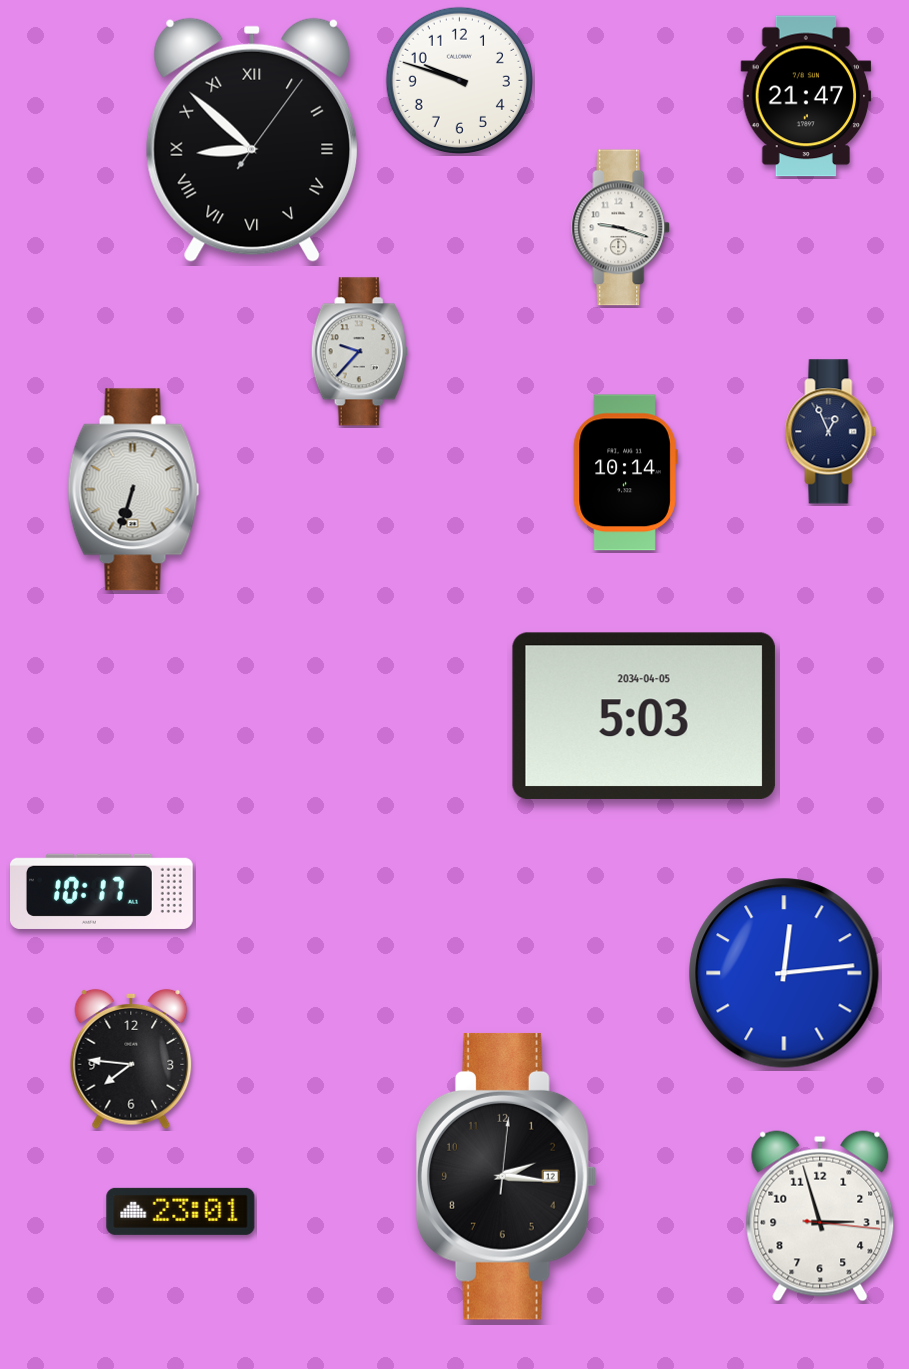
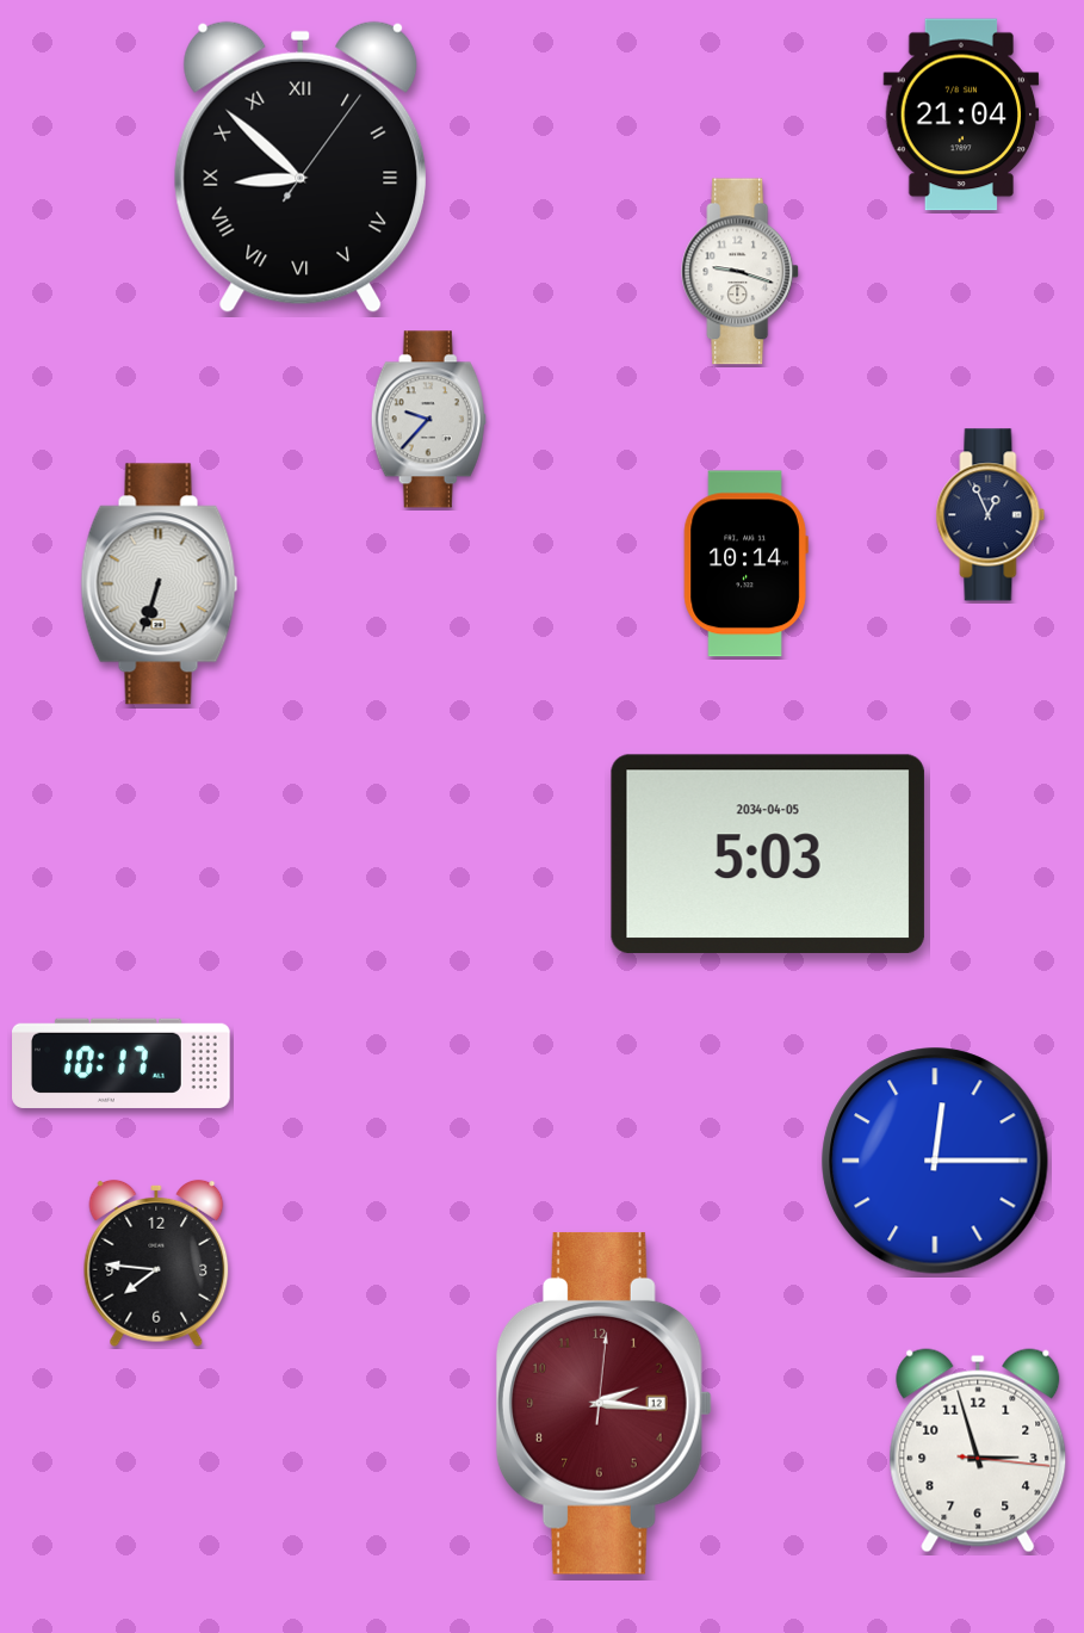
clock at (459, 80): 9:48 -> none
clock at (806, 96): 21:47 -> 21:04
clock at (784, 973): 12:14 -> 12:15
clock at (506, 1176) dial: black -> burgundy
clock at (181, 1211): 23:01 -> none
